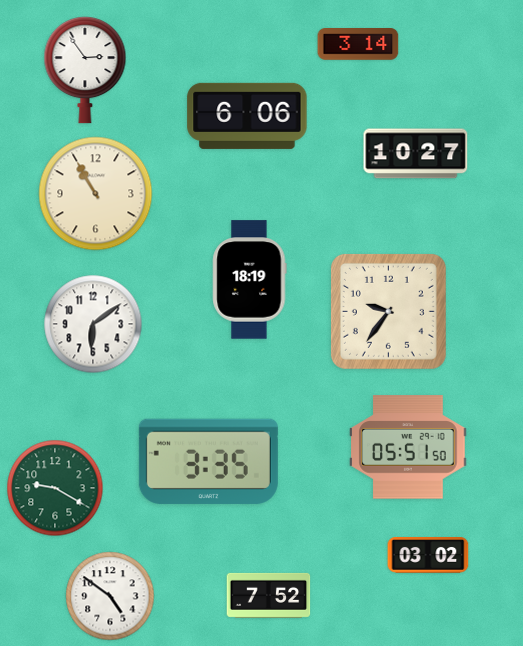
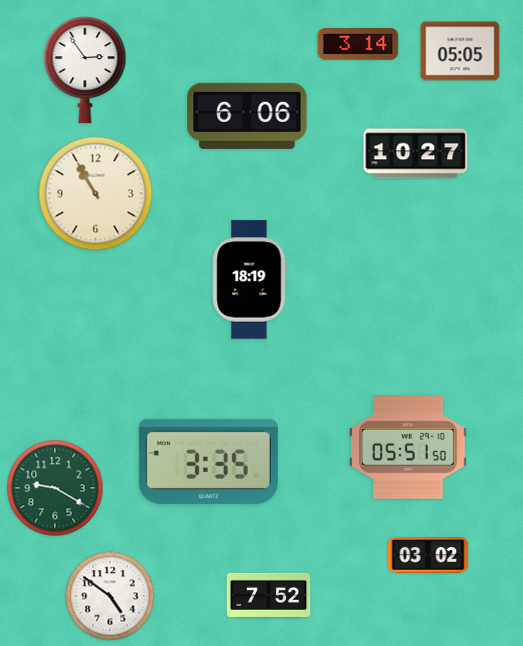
clock at (460, 51): none -> 05:05
clock at (388, 311): 9:36 -> none
clock at (93, 324): 6:09 -> none
